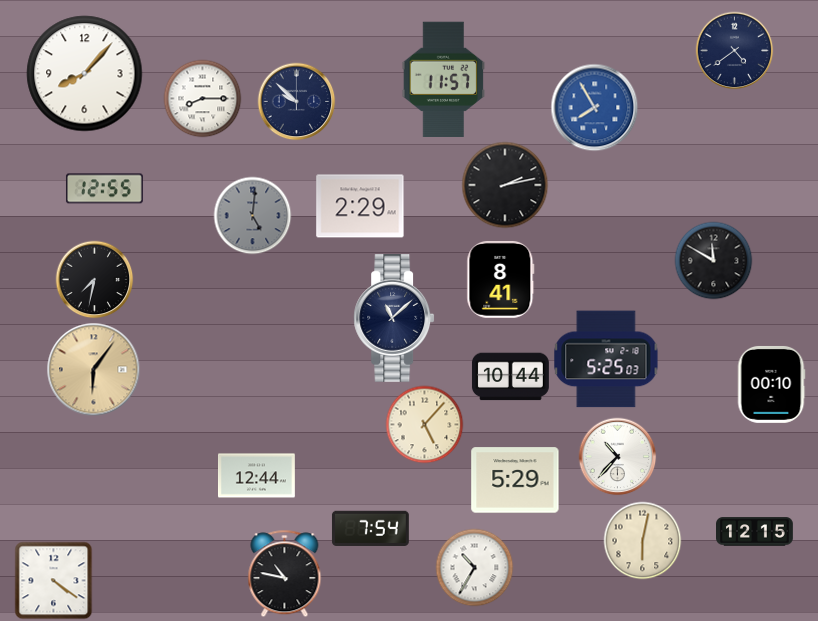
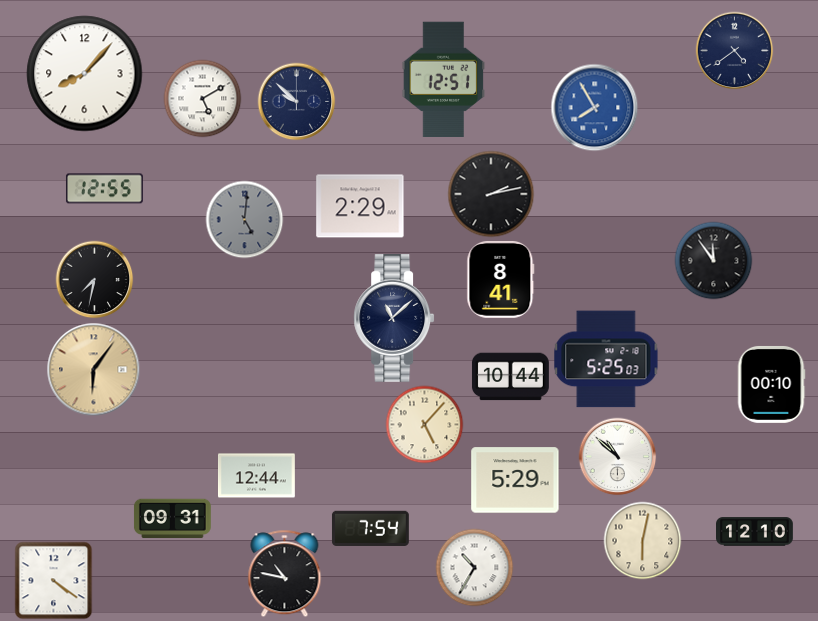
clock at (444, 79): 11:57 -> 12:51
clock at (202, 98): 8:15 -> 5:10
clock at (505, 185) position: (505, 185) -> (491, 194)
clock at (252, 215) position: (252, 215) -> (244, 219)
clock at (713, 260): 11:50 -> 11:54
clock at (617, 456): 10:37 -> 10:52
clock at (172, 519): none -> 09:31
clock at (755, 532): 12:15 -> 12:10
